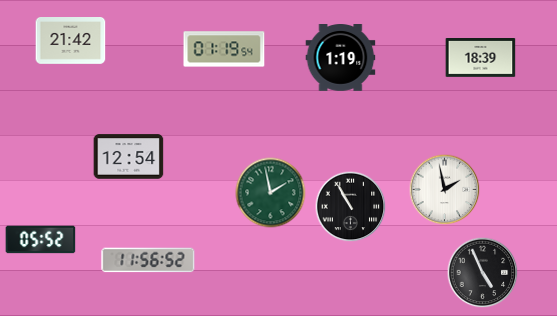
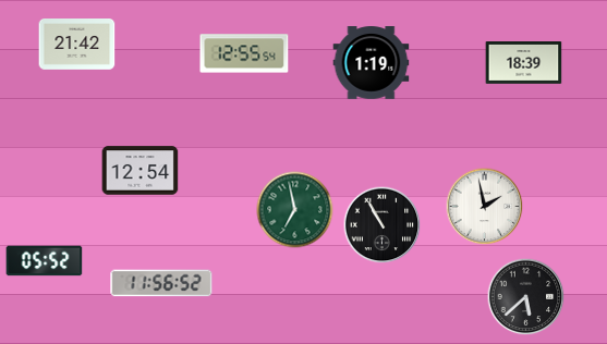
clock at (224, 49): 01:19 -> 12:55
clock at (271, 193): 1:58 -> 6:58
clock at (483, 273): 4:56 -> 5:38
